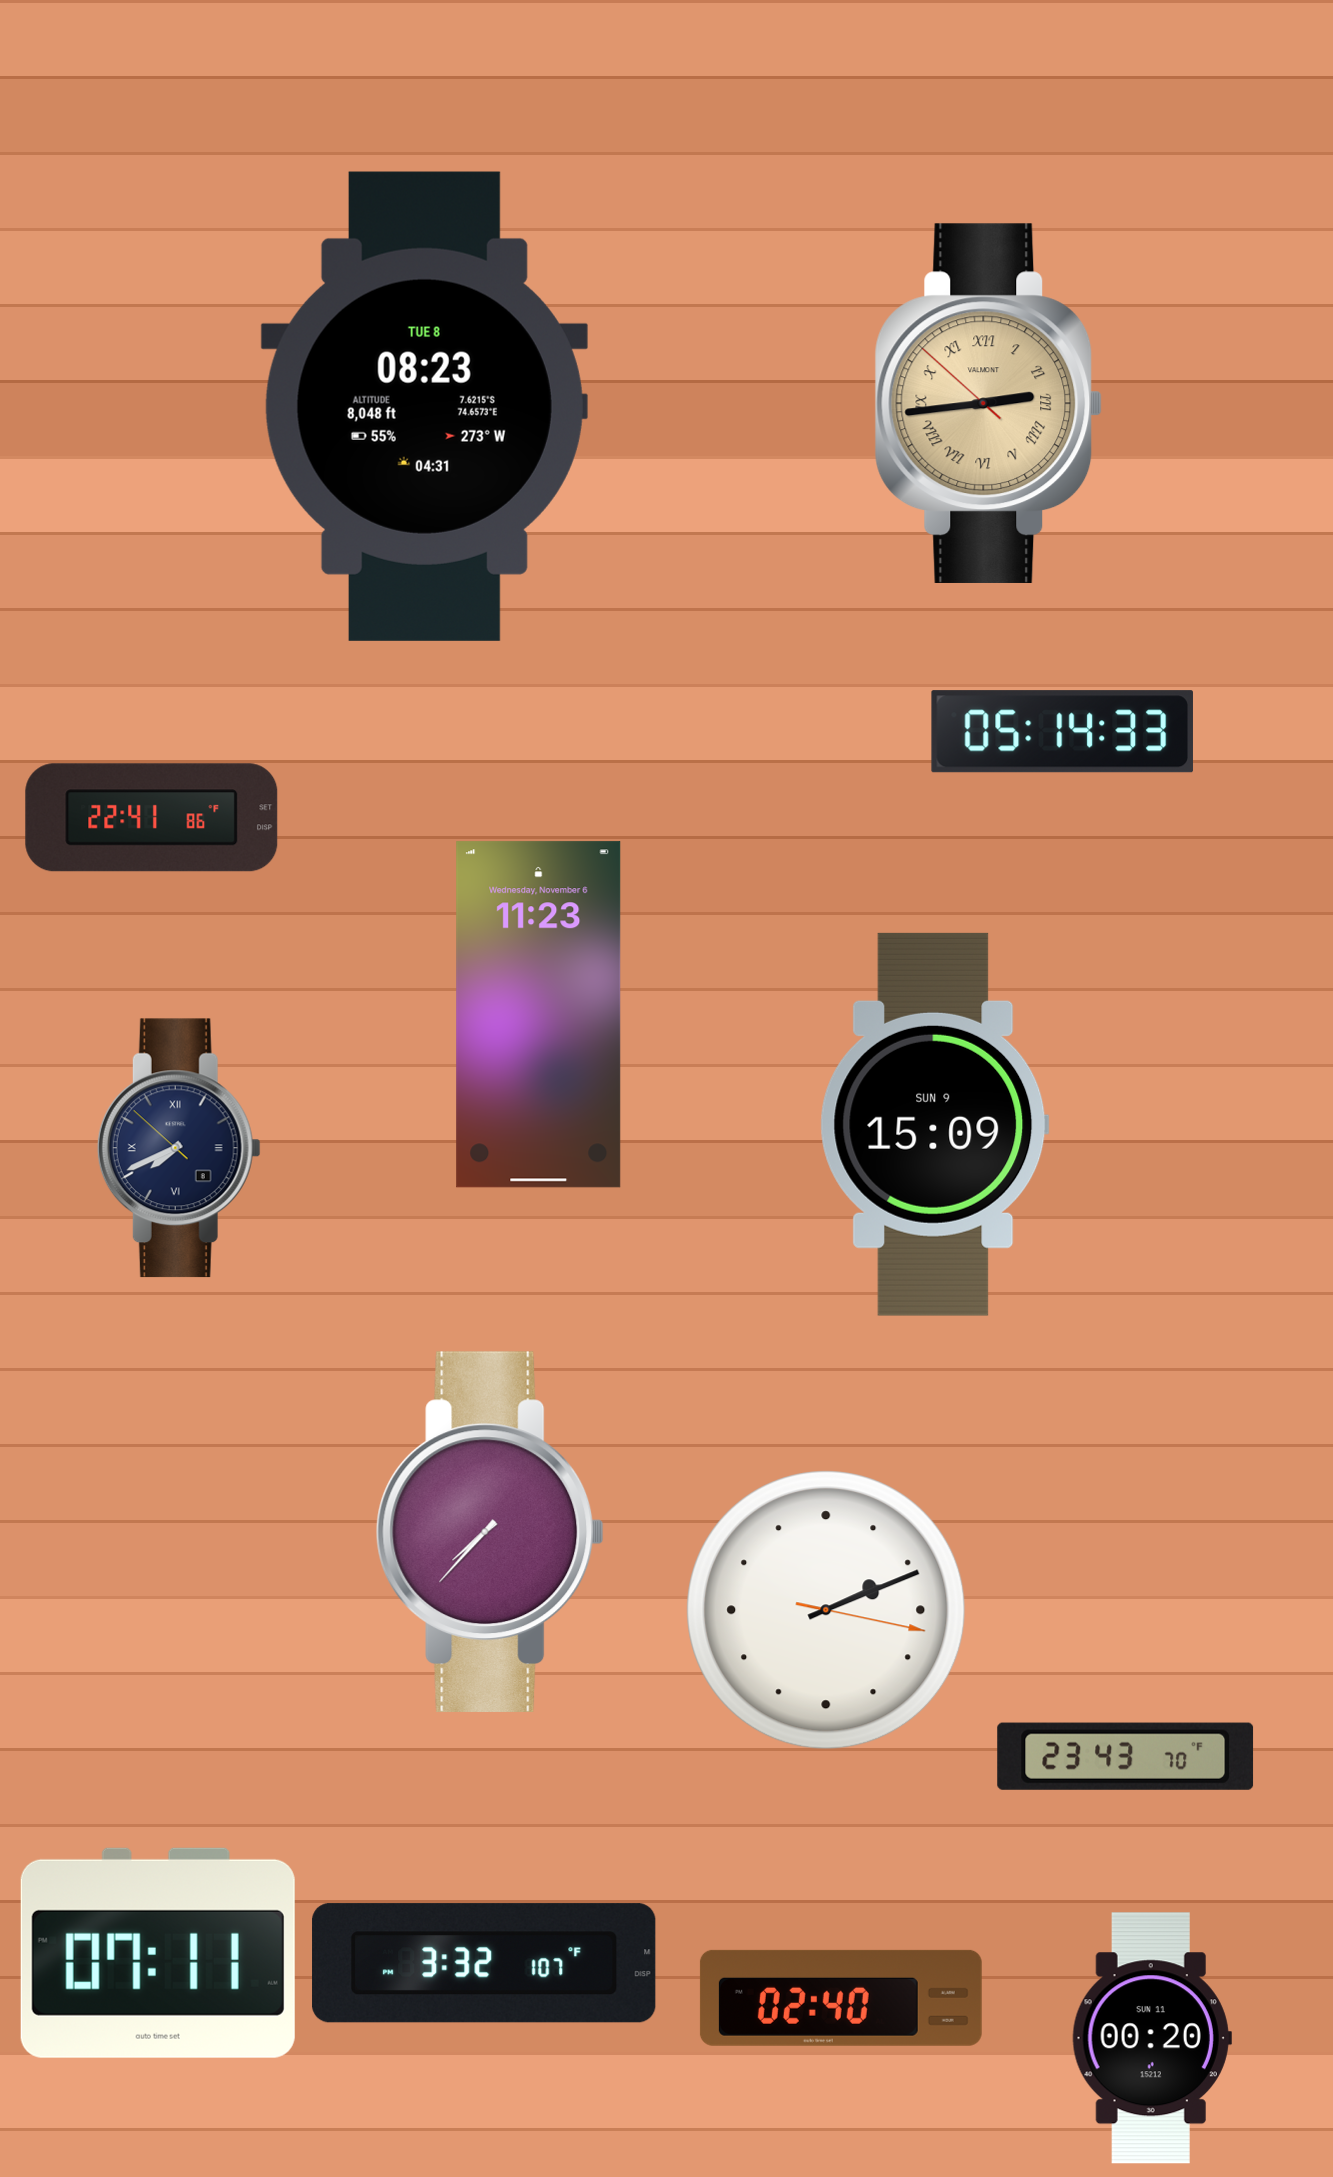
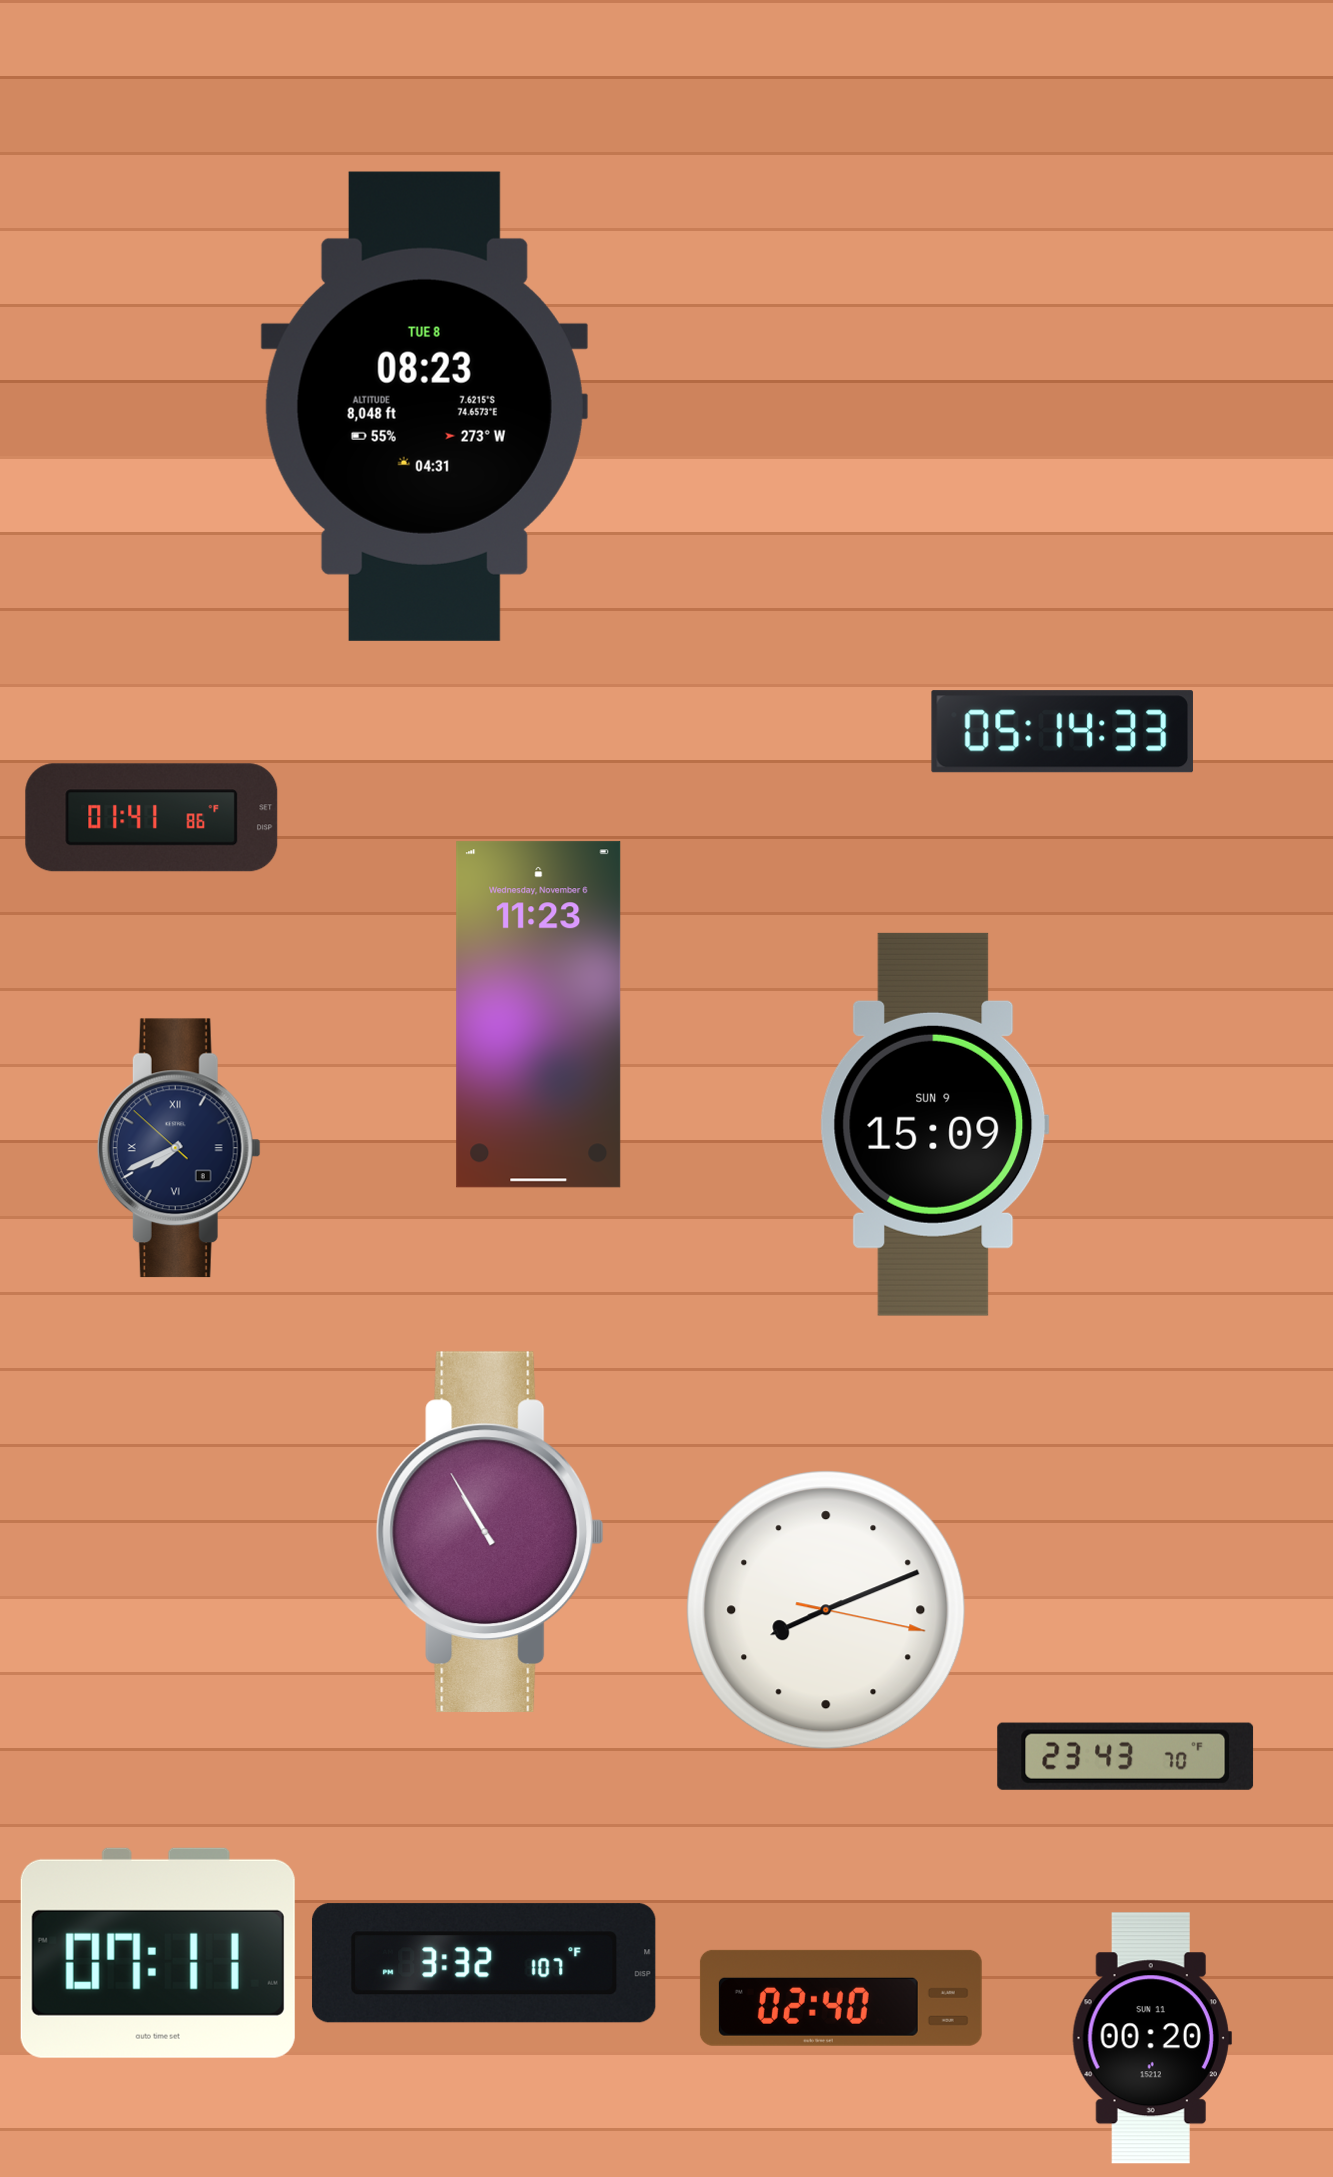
clock at (989, 403): 2:43 -> none
clock at (152, 818): 22:41 -> 01:41
clock at (490, 1532): 7:37 -> 10:55
clock at (826, 1610): 2:11 -> 8:11
